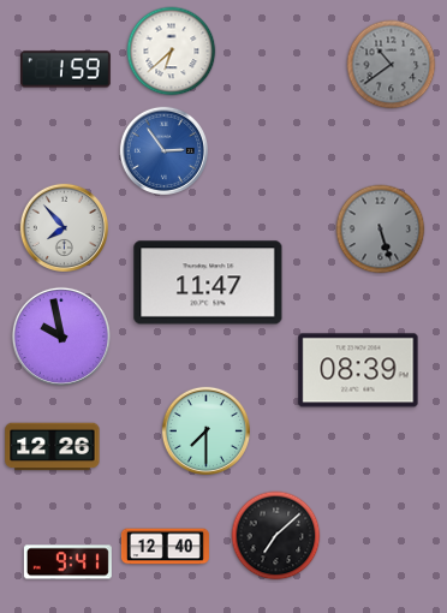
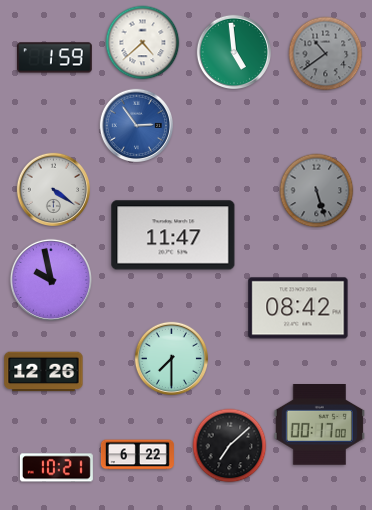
clock at (172, 52): 6:38 -> 4:38
clock at (233, 51): none -> 4:59
clock at (64, 227): 7:53 -> 4:21
clock at (358, 370): 08:39 -> 08:42
clock at (319, 425): none -> 00:17
clock at (165, 547): 12:40 -> 6:22
clock at (67, 563): 9:41 -> 10:21
